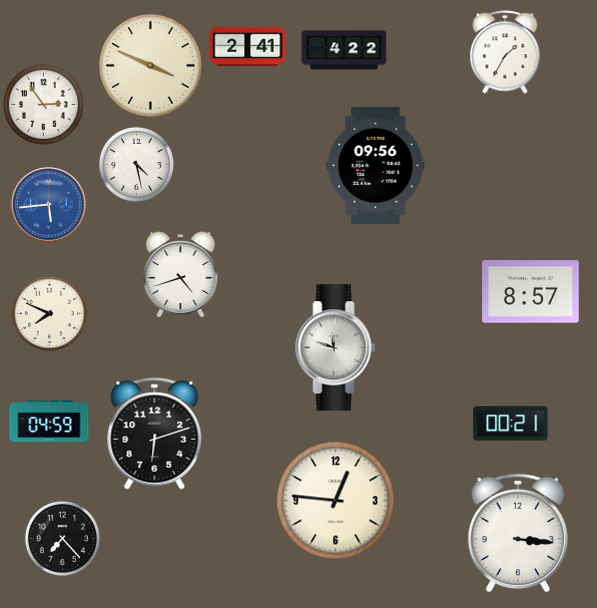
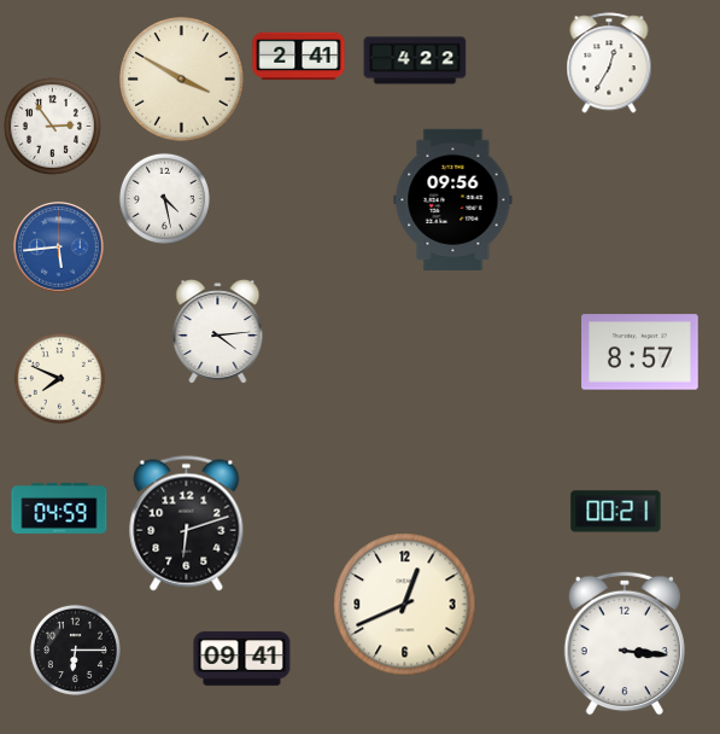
clock at (505, 52): 1:35 -> 12:35
clock at (151, 66): 3:49 -> 3:50
clock at (181, 275): 4:42 -> 4:14
clock at (336, 348): 11:48 -> none
clock at (336, 501): 12:46 -> 12:41
clock at (62, 538): 7:23 -> 6:15
clock at (242, 659): none -> 09:41
